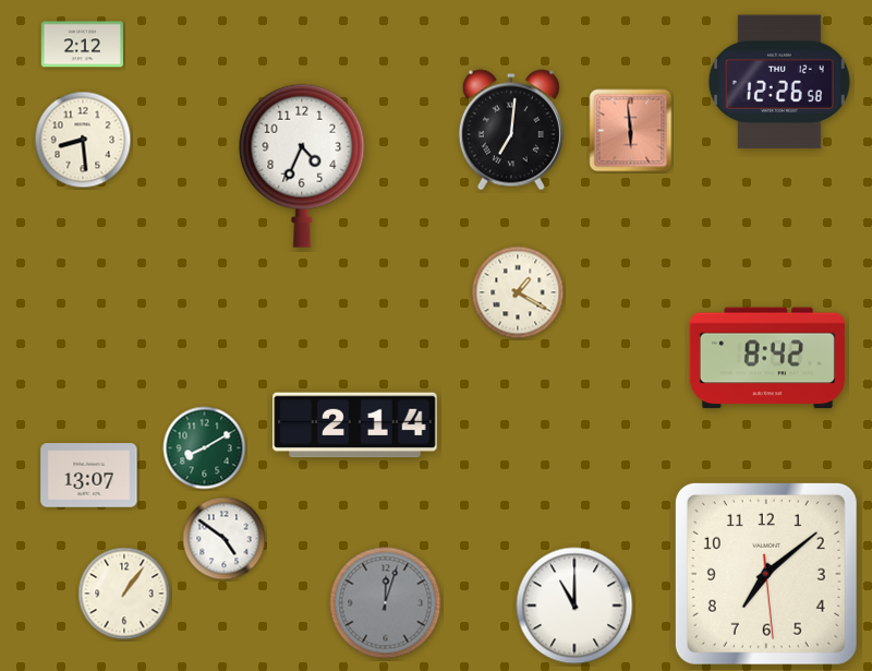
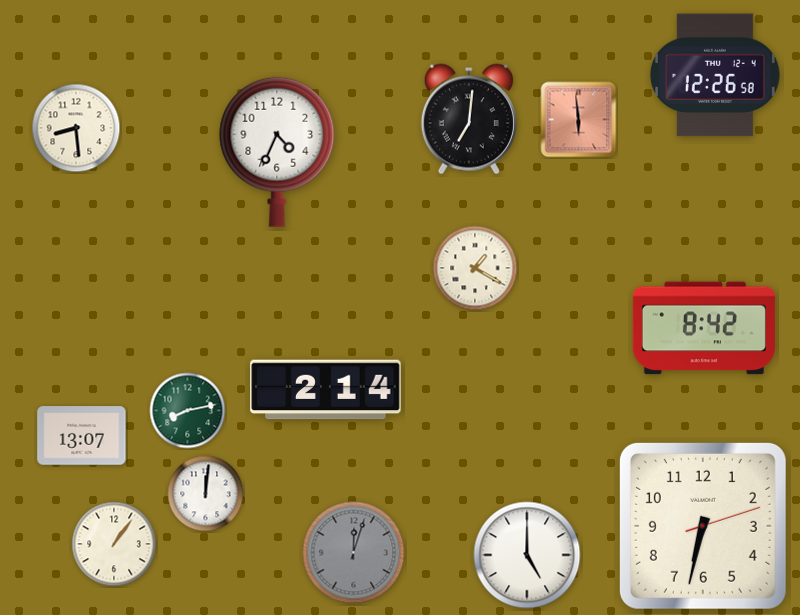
clock at (83, 45): 2:12 -> none
clock at (205, 448): 8:10 -> 8:13
clock at (225, 539): 4:51 -> 12:01
clock at (766, 574): 7:08 -> 6:32
clock at (574, 606): 11:00 -> 5:00
